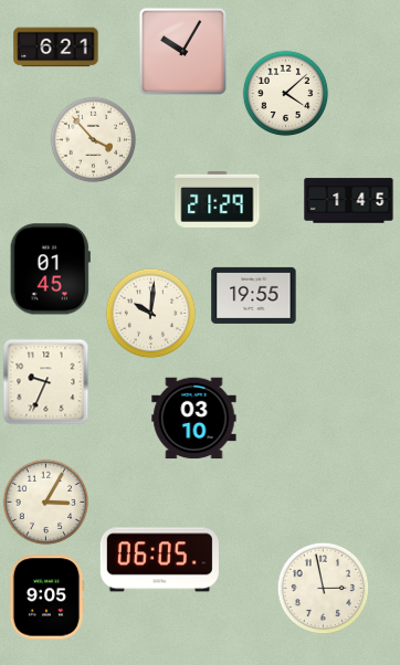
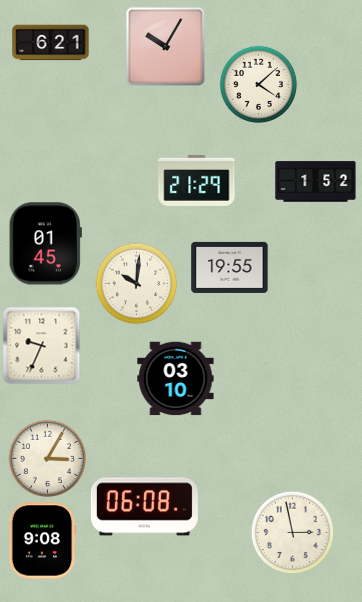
clock at (93, 139): 3:53 -> none
clock at (349, 201): 1:45 -> 1:52
clock at (45, 502) position: (45, 502) -> (47, 458)
clock at (159, 560): 06:05 -> 06:08
clock at (46, 598): 9:05 -> 9:08
